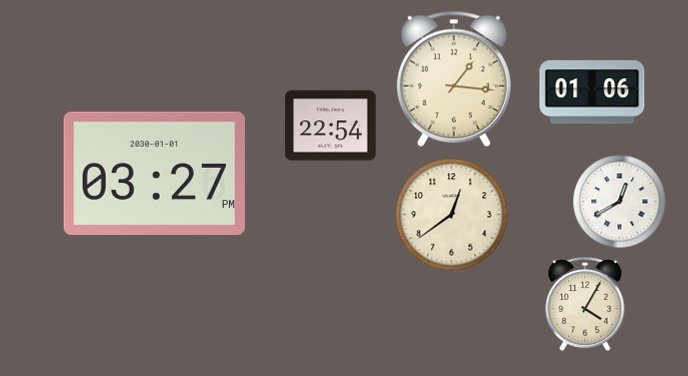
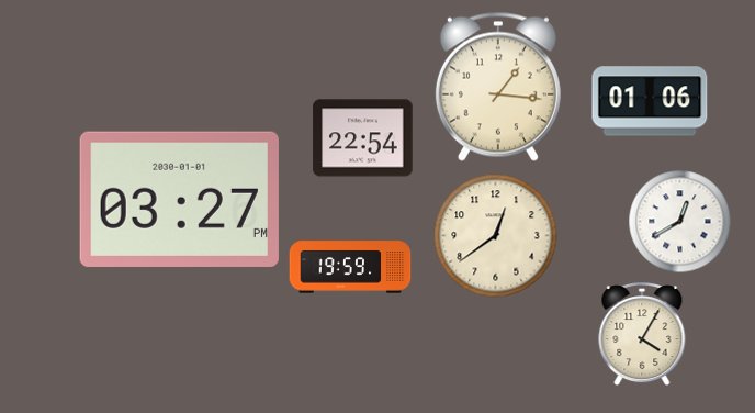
clock at (154, 173) position: (154, 173) -> (179, 199)
clock at (350, 267): none -> 19:59
